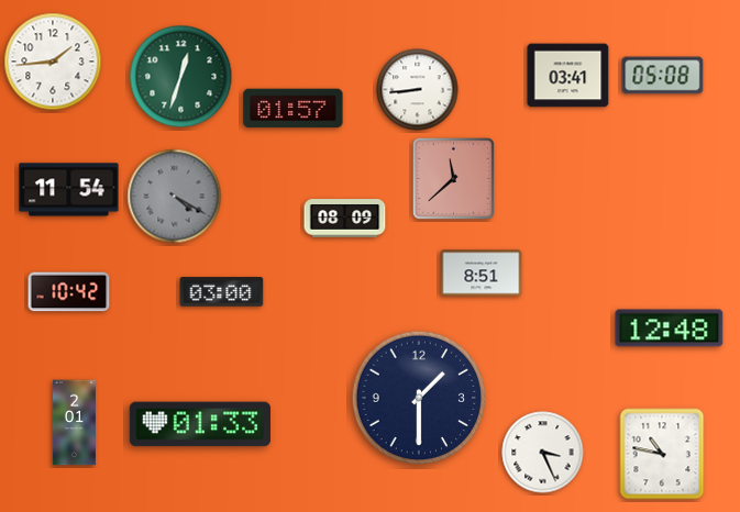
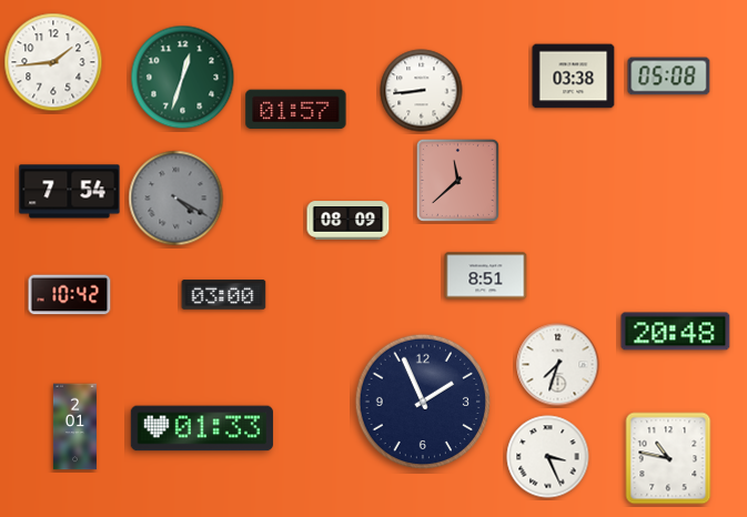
clock at (568, 76): 03:41 -> 03:38
clock at (69, 190): 11:54 -> 7:54
clock at (670, 329): 12:48 -> 20:48
clock at (558, 365): none -> 7:33
clock at (419, 398): 1:30 -> 1:56
